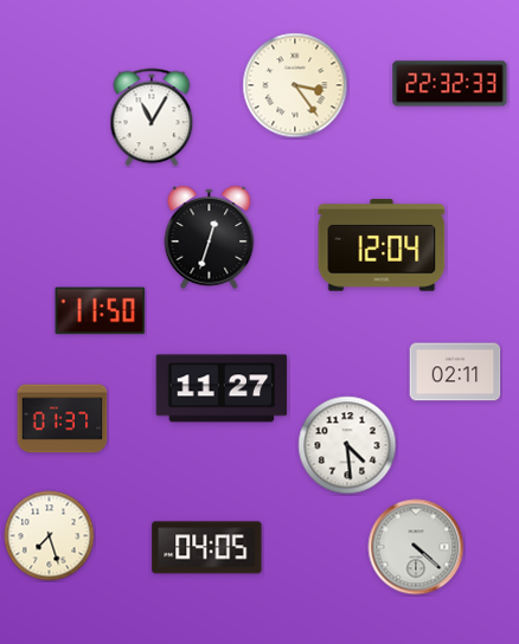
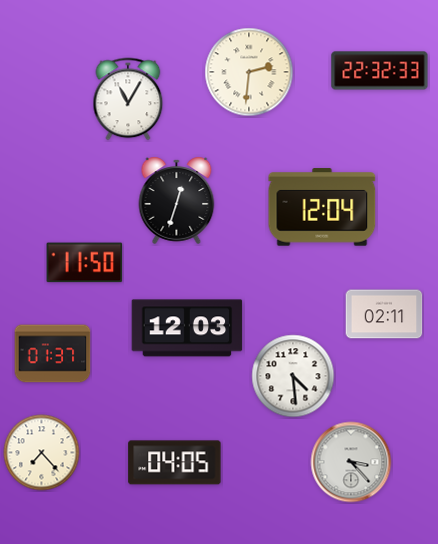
clock at (295, 85): 3:24 -> 2:31
clock at (222, 388): 11:27 -> 12:03
clock at (50, 536): 7:27 -> 7:23
clock at (416, 547): 4:22 -> 3:23
